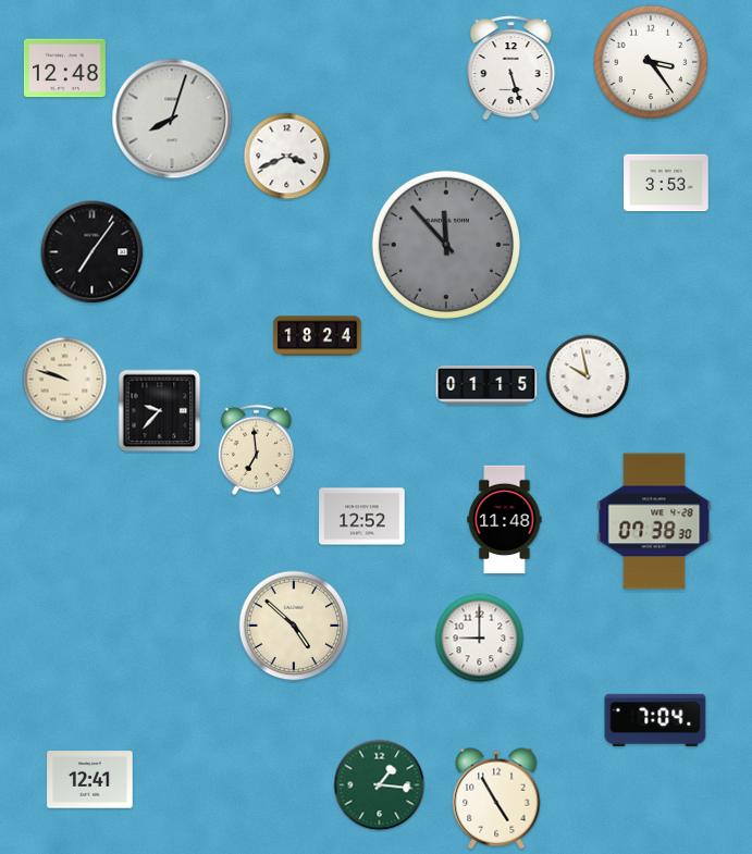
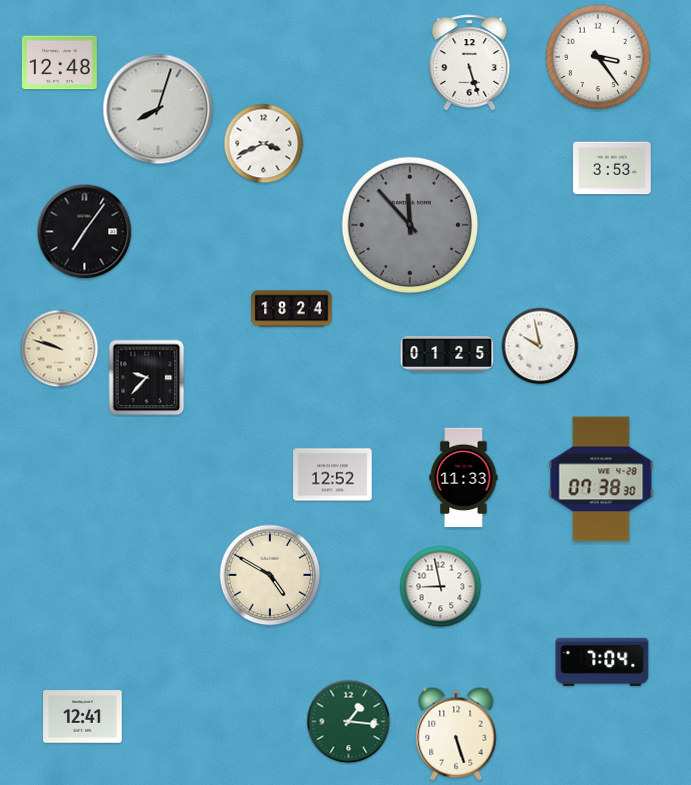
clock at (486, 386): 01:15 -> 01:25
clock at (256, 449): 6:59 -> none
clock at (505, 520): 11:48 -> 11:33
clock at (294, 626): 4:52 -> 4:50
clock at (480, 639): 9:00 -> 8:58
clock at (496, 799): 4:55 -> 5:27
